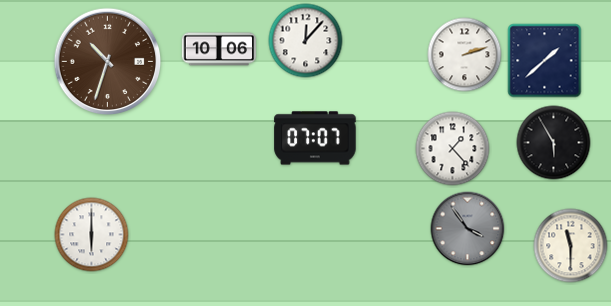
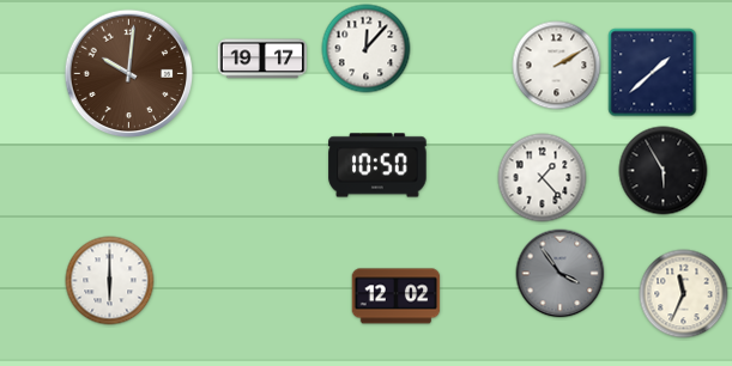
clock at (219, 49): 10:06 -> 19:17
clock at (465, 55): 2:12 -> 2:10
clock at (108, 62): 10:33 -> 10:01
clock at (315, 138): 07:07 -> 10:50
clock at (571, 246): 11:30 -> 11:34
clock at (397, 297): none -> 12:02
